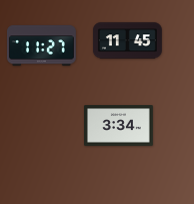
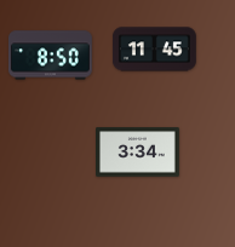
clock at (41, 46): 11:27 -> 8:50
clock at (119, 126) position: (119, 126) -> (138, 153)
